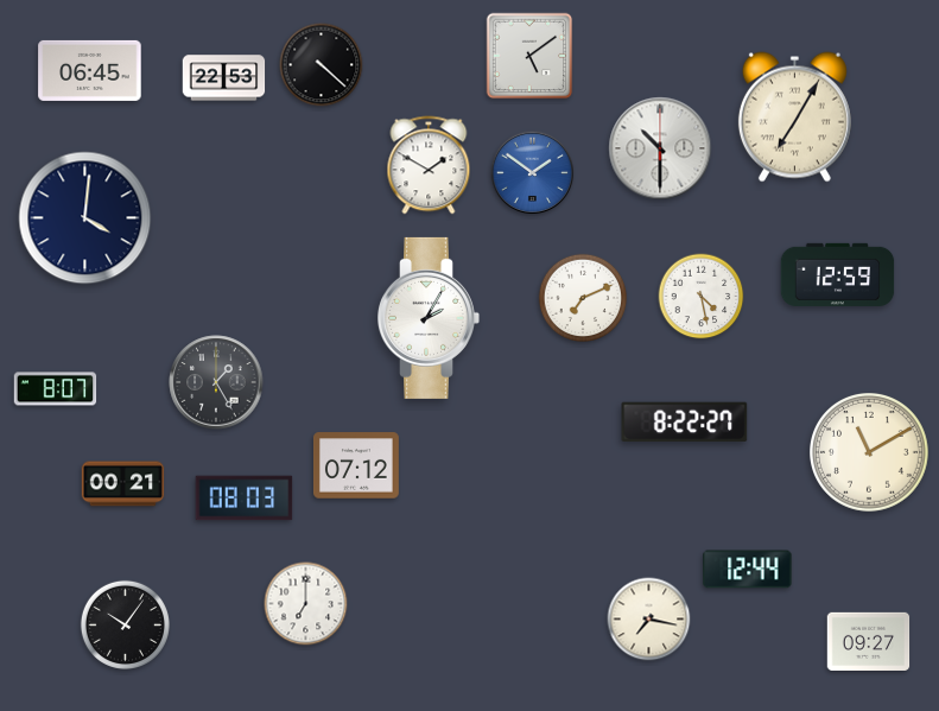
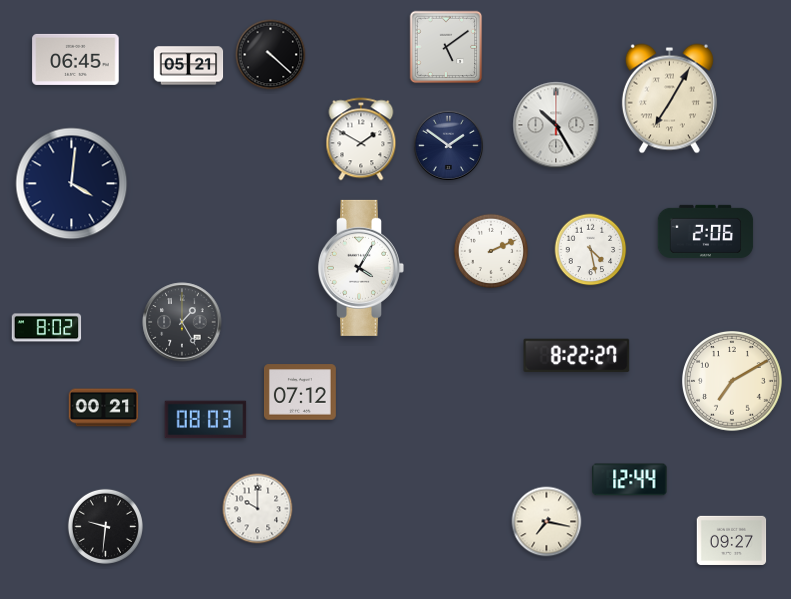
clock at (224, 78): 22:53 -> 05:21
clock at (660, 148): 10:30 -> 10:25
clock at (532, 172) dial: blue -> navy
clock at (838, 274): 12:59 -> 2:06
clock at (583, 298): 7:11 -> 2:11
clock at (429, 318): 2:05 -> 4:05
clock at (56, 389): 8:07 -> 8:02
clock at (870, 453): 11:10 -> 7:10
clock at (306, 604): 7:00 -> 10:00
clock at (125, 624): 10:06 -> 9:31
